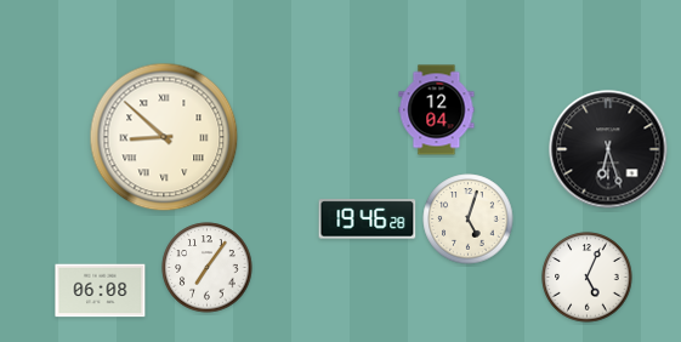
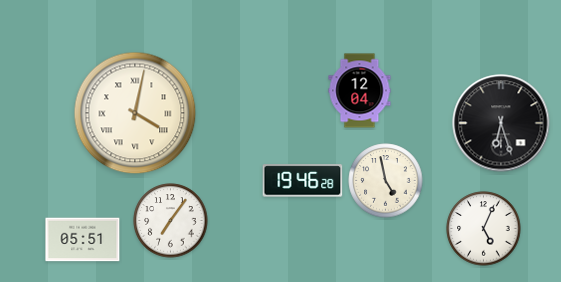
clock at (164, 137): 8:52 -> 4:02
clock at (469, 220): 5:03 -> 4:58
clock at (101, 291): 06:08 -> 05:51
